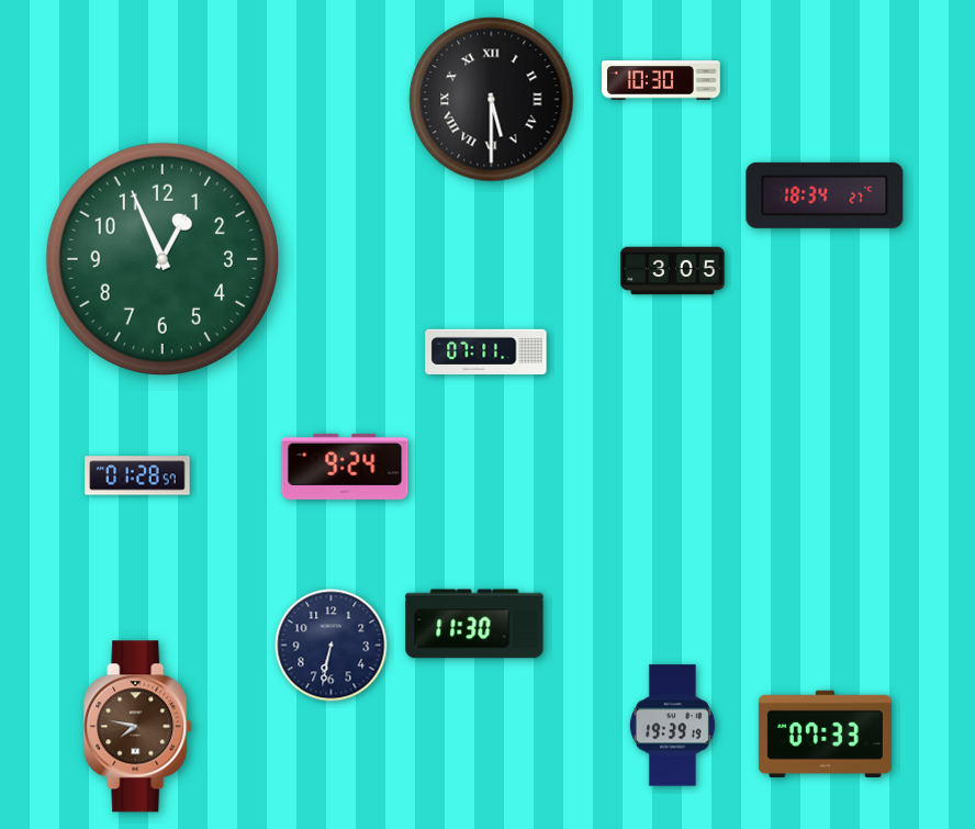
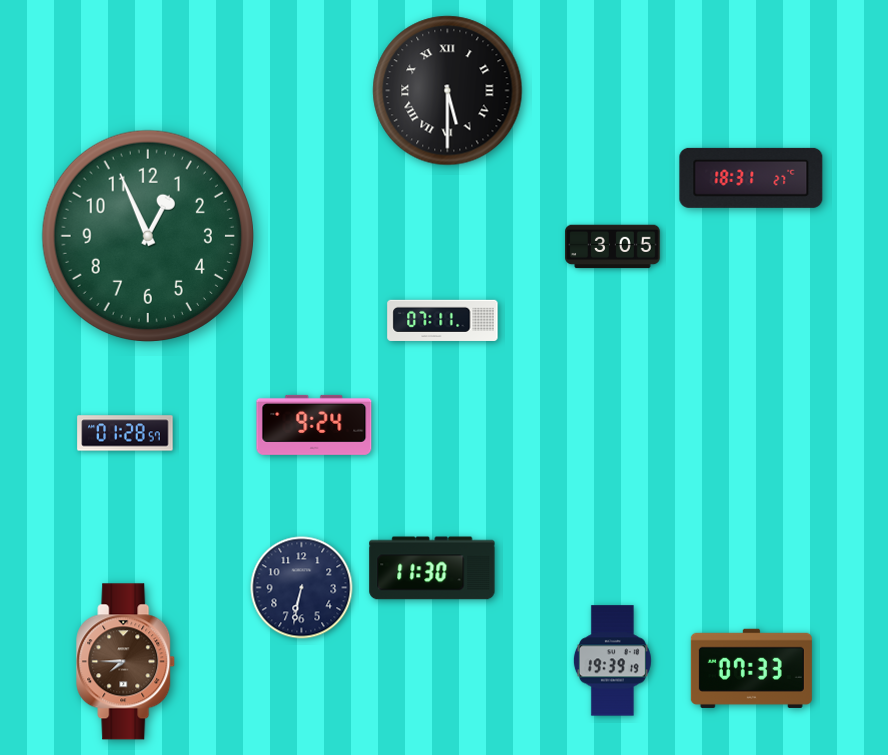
clock at (661, 80): 10:30 -> none
clock at (825, 195): 18:34 -> 18:31
clock at (138, 727): 7:47 -> 7:45
